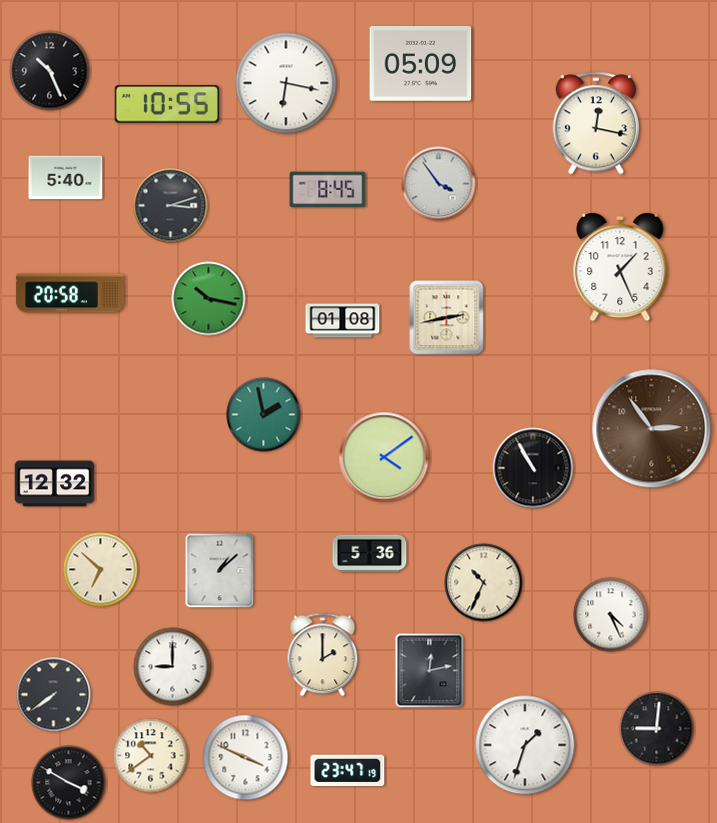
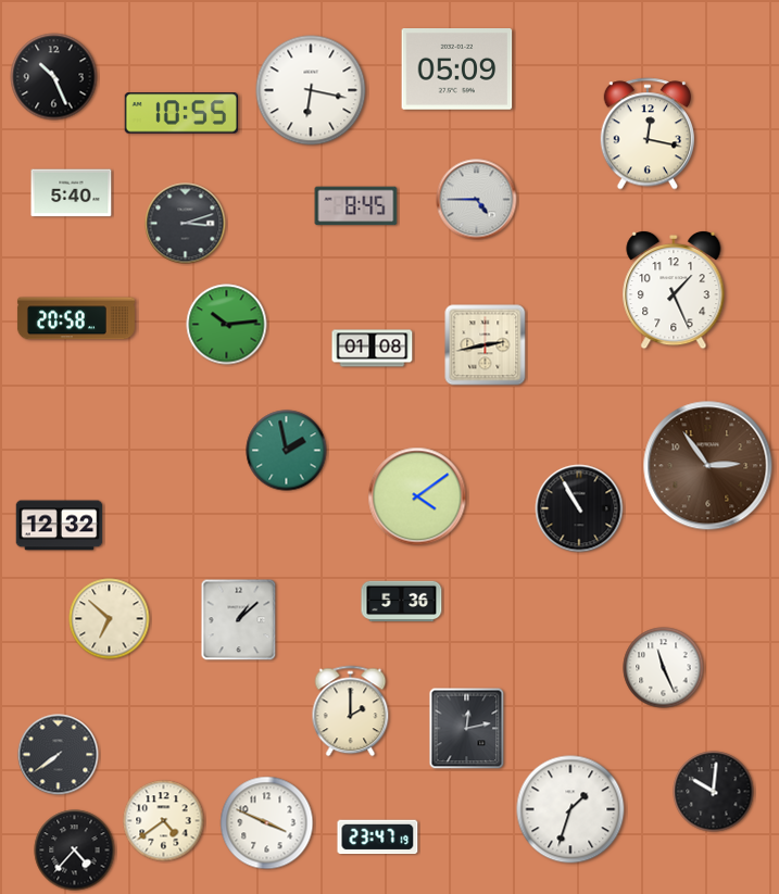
clock at (439, 184): 3:54 -> 4:45
clock at (209, 299): 10:17 -> 10:14
clock at (484, 583): 10:34 -> none
clock at (611, 615): 4:26 -> 11:26
clock at (173, 667): 9:00 -> none
clock at (657, 729): 9:01 -> 10:01
clock at (151, 756): 10:39 -> 4:39
clock at (69, 783): 3:50 -> 4:37
